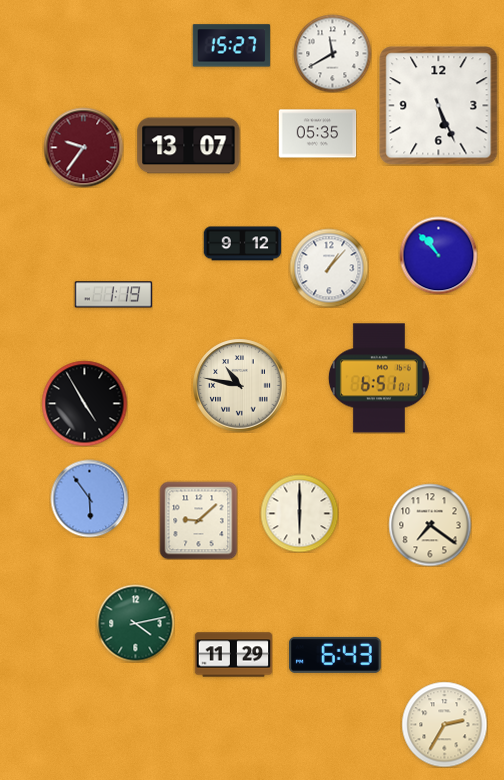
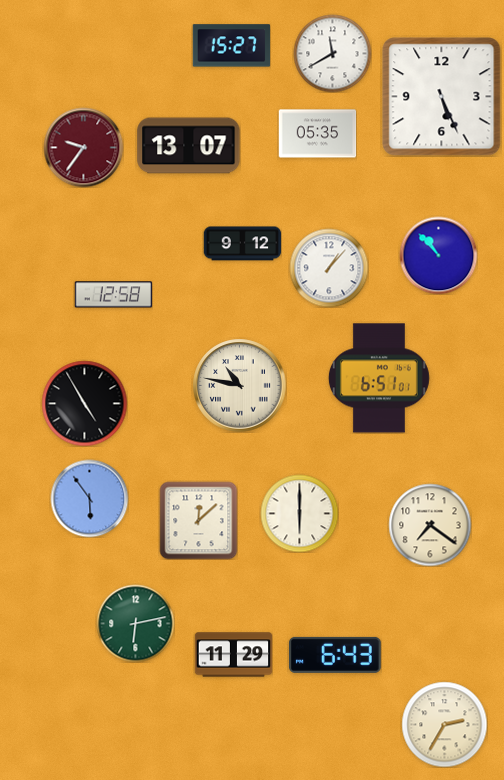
clock at (439, 106) position: (439, 106) -> (442, 97)
clock at (113, 295): 1:19 -> 12:58
clock at (198, 520): 9:08 -> 12:08
clock at (135, 623): 4:13 -> 6:13
